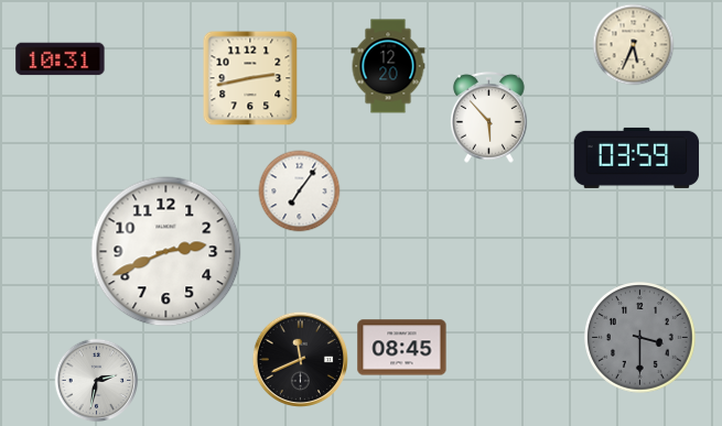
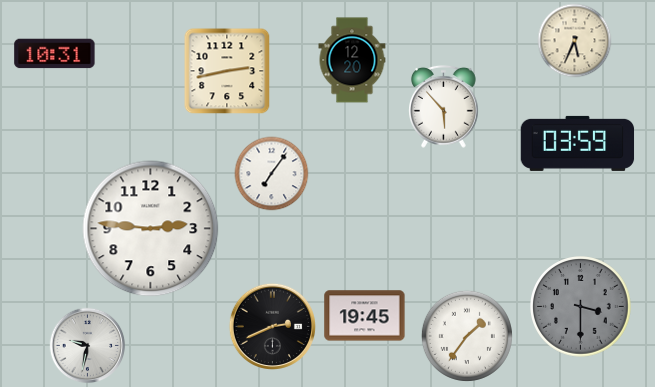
clock at (166, 252): 2:41 -> 2:46
clock at (402, 348): 08:45 -> 19:45
clock at (300, 359): 11:41 -> 2:41
clock at (467, 336): none -> 1:36
clock at (97, 381): 2:32 -> 9:32
